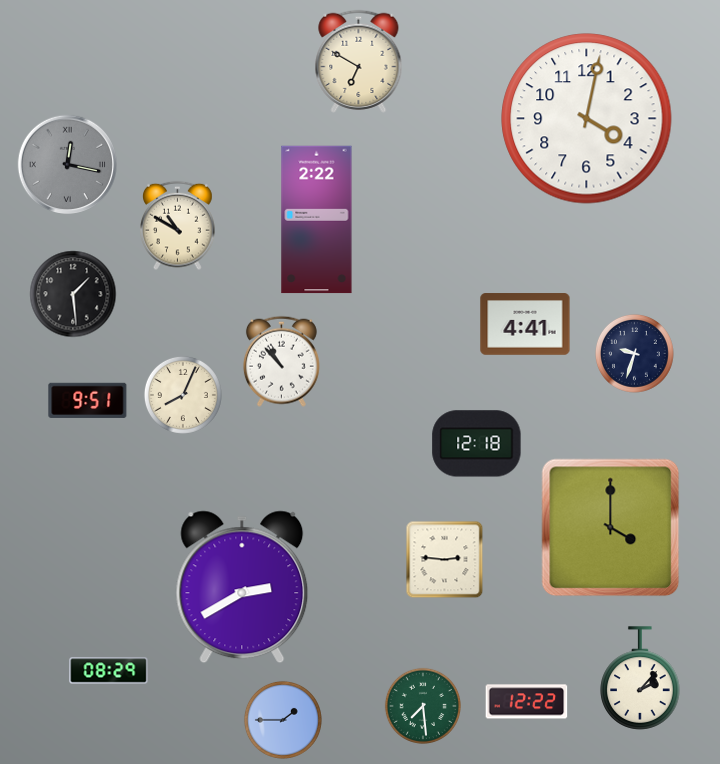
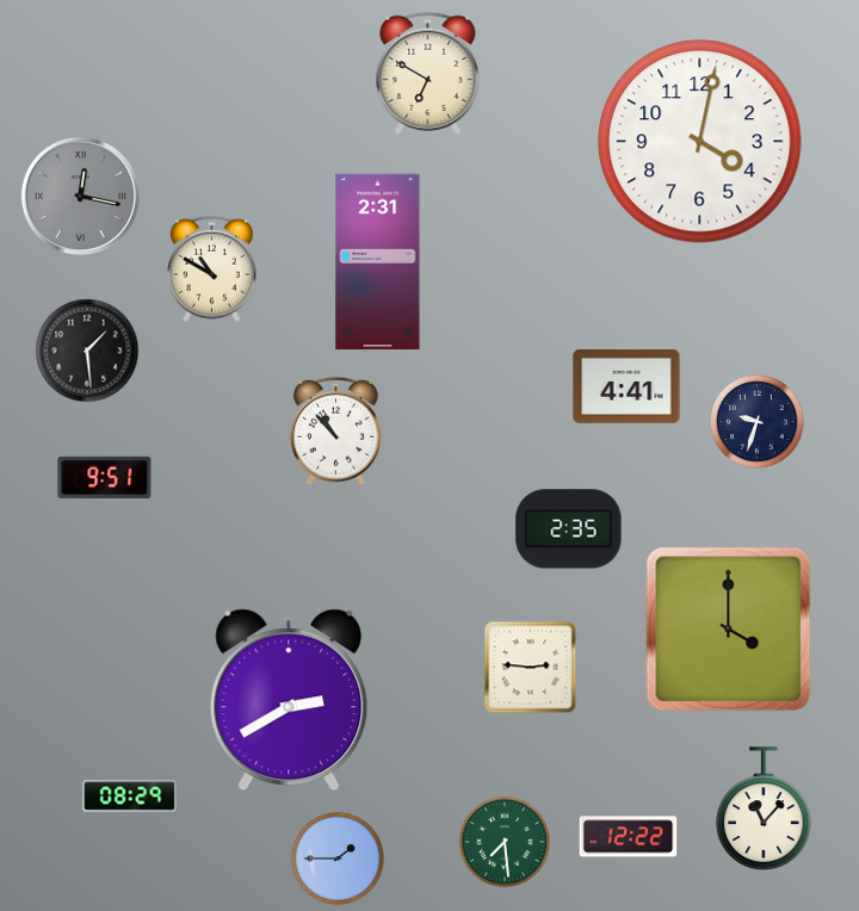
clock at (317, 220): 2:22 -> 2:31
clock at (183, 395): 8:04 -> none
clock at (477, 444): 12:18 -> 2:35
clock at (109, 671) position: (109, 671) -> (130, 797)
clock at (640, 678): 2:07 -> 11:07
